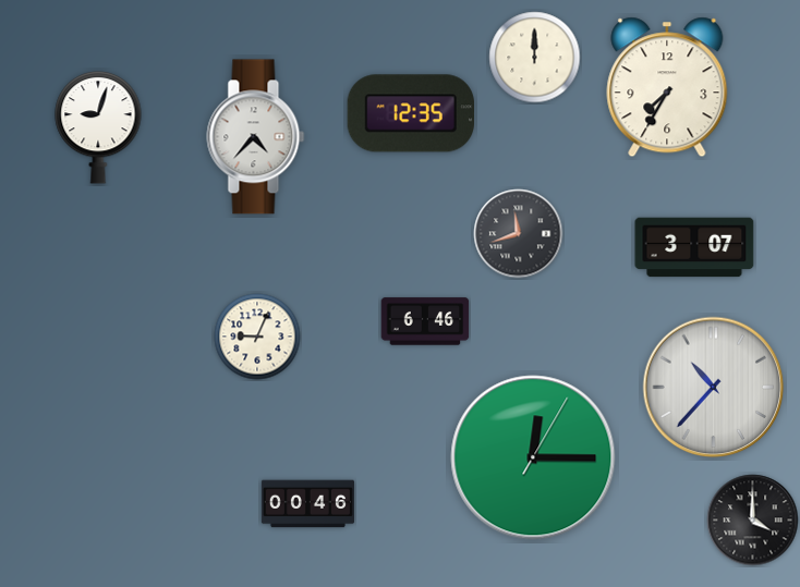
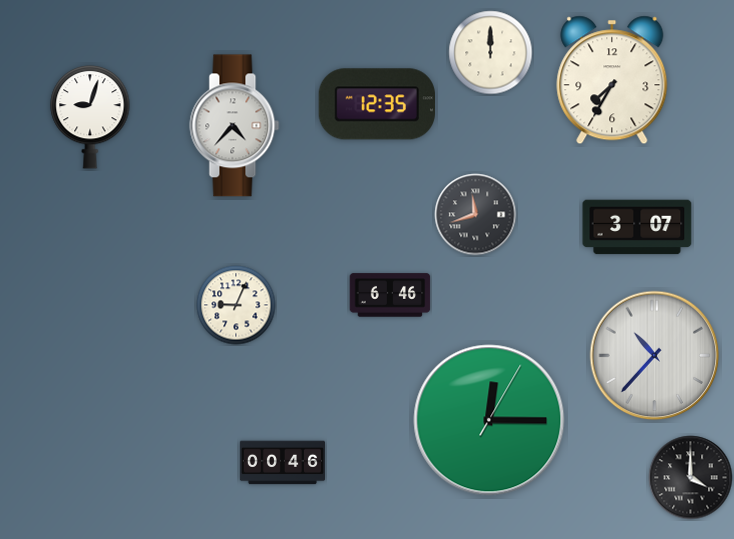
clock at (257, 337) position: (257, 337) -> (236, 305)
